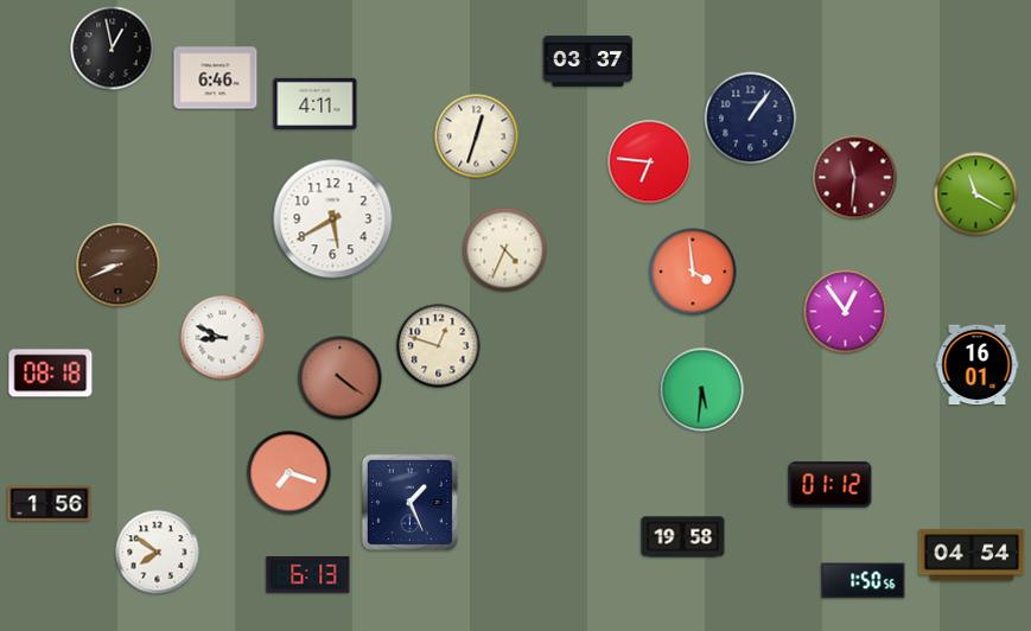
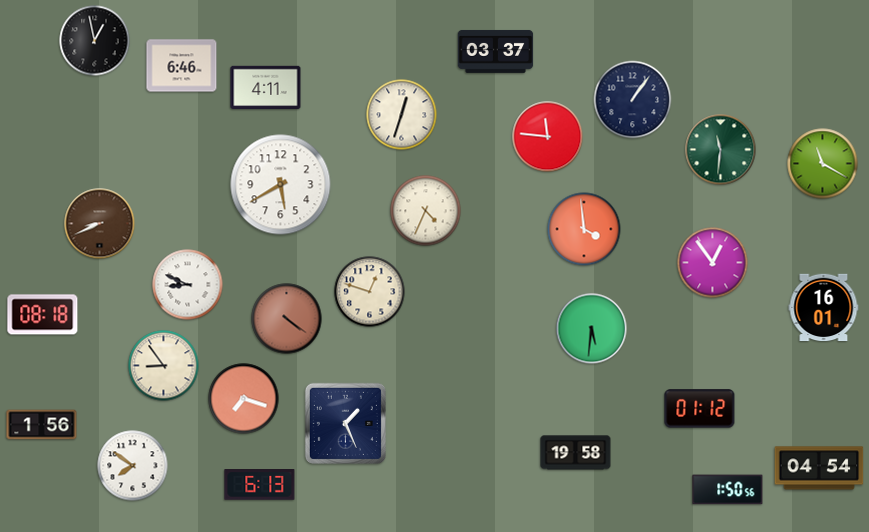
clock at (650, 162): 6:46 -> 11:46
clock at (855, 178) dial: burgundy -> green
clock at (164, 366): none -> 8:54
